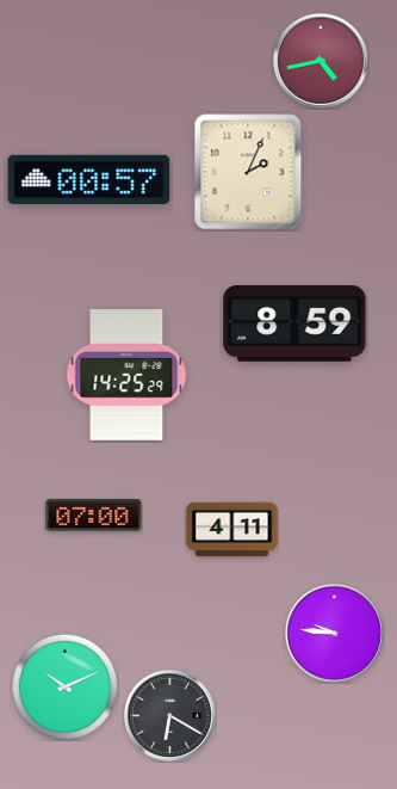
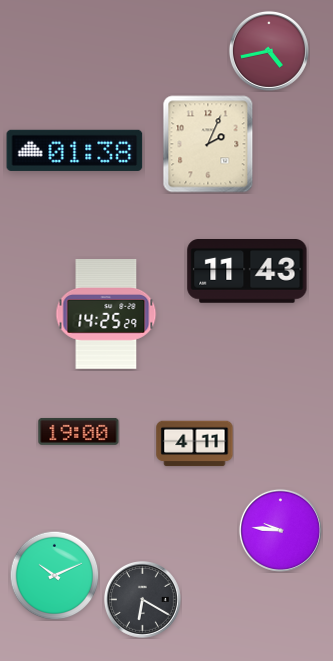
clock at (89, 179): 00:57 -> 01:38
clock at (294, 323): 8:59 -> 11:43
clock at (94, 514): 07:00 -> 19:00
